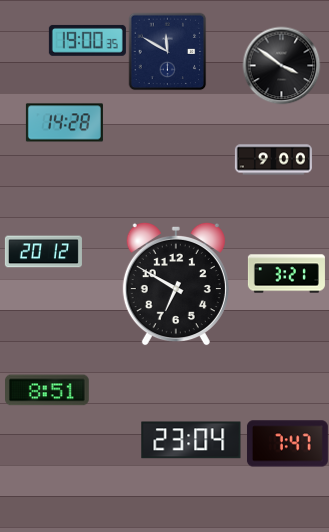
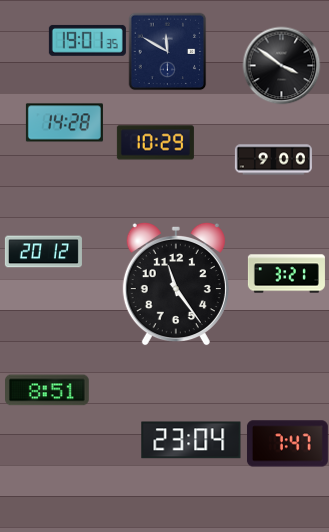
clock at (87, 40): 19:00 -> 19:01
clock at (155, 143): none -> 10:29
clock at (176, 284): 6:50 -> 11:24
